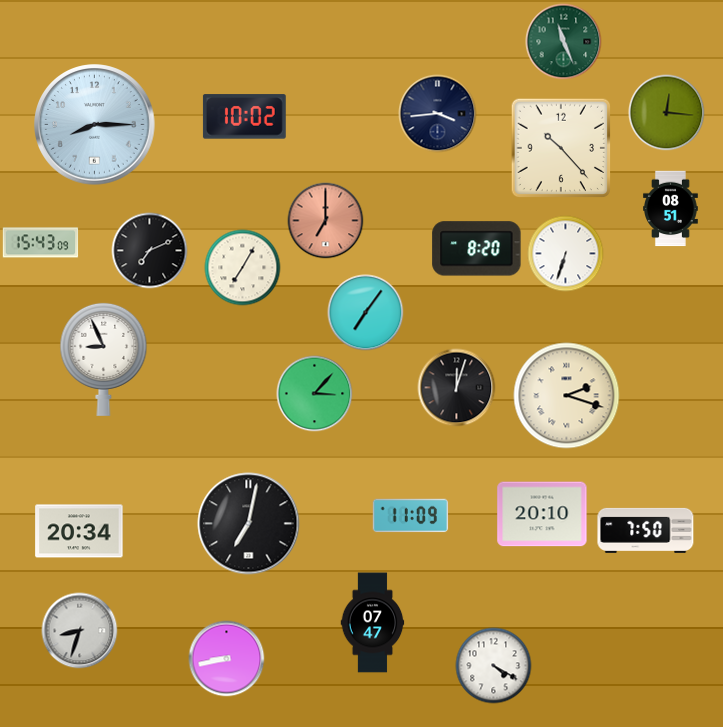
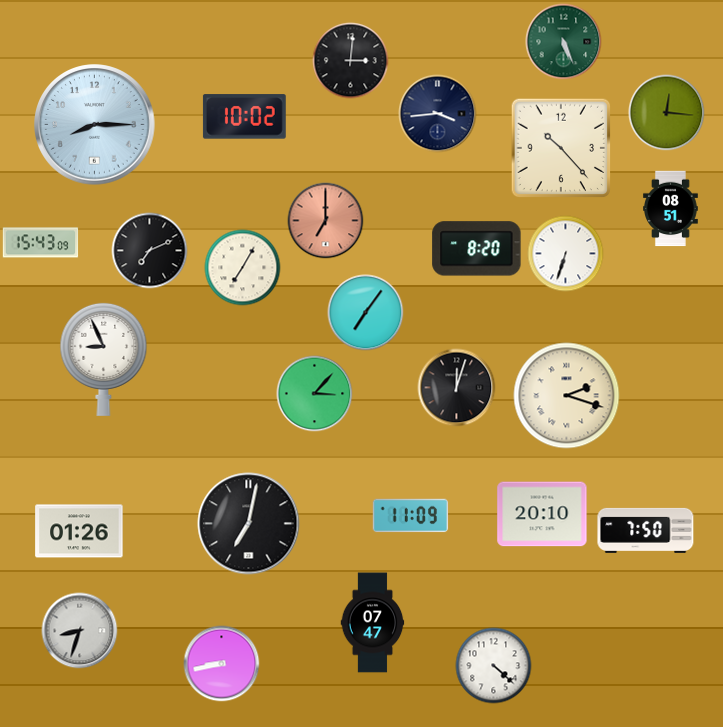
clock at (564, 42): 11:26 -> 5:26
clock at (351, 61): none -> 3:01
clock at (79, 531): 20:34 -> 01:26
clock at (227, 659) position: (227, 659) -> (222, 664)
clock at (494, 666): 4:20 -> 4:22
